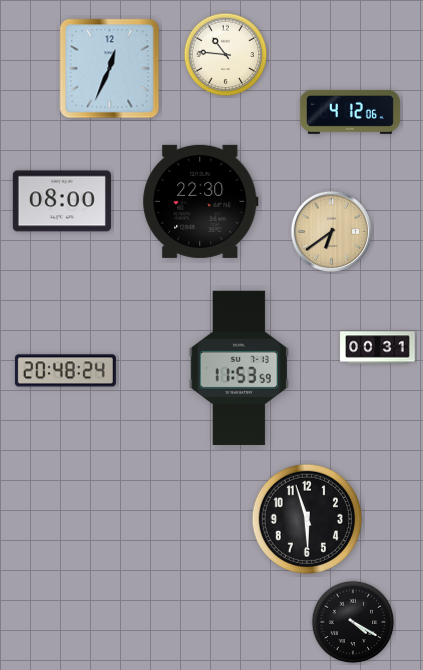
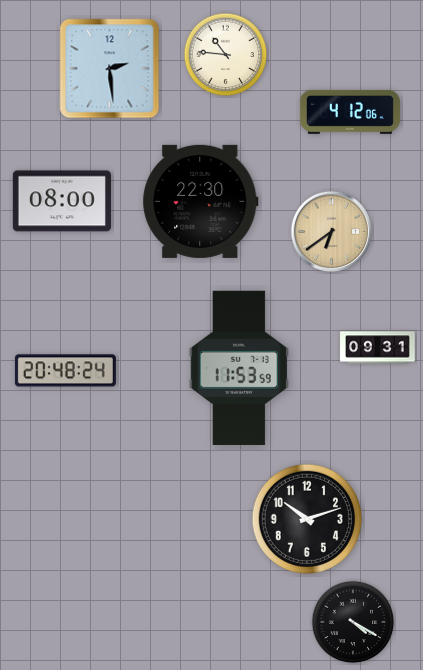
clock at (110, 69): 12:34 -> 2:29
clock at (378, 348): 00:31 -> 09:31
clock at (307, 519): 5:57 -> 10:12
